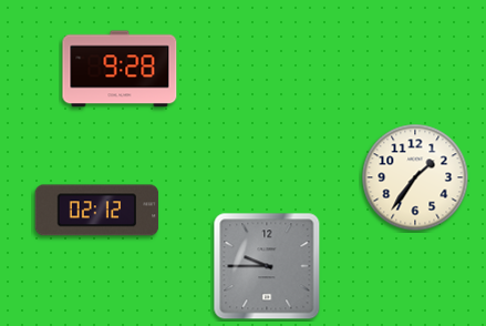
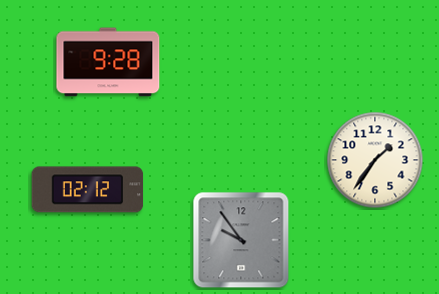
clock at (267, 266): 9:45 -> 9:54
